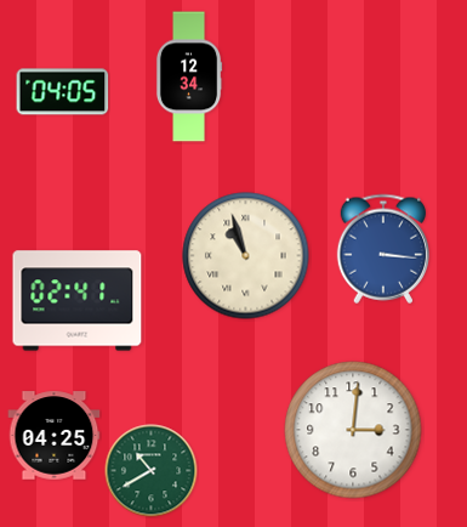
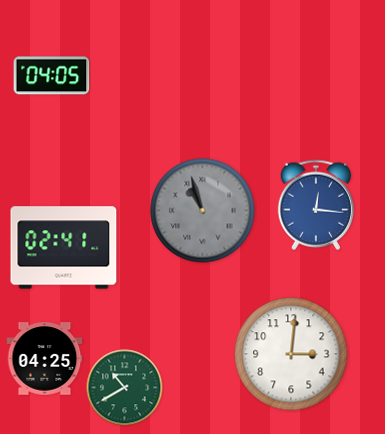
clock at (189, 76): 12:34 -> none
clock at (382, 249): 3:16 -> 12:16
clock at (246, 256) dial: cream -> grey
